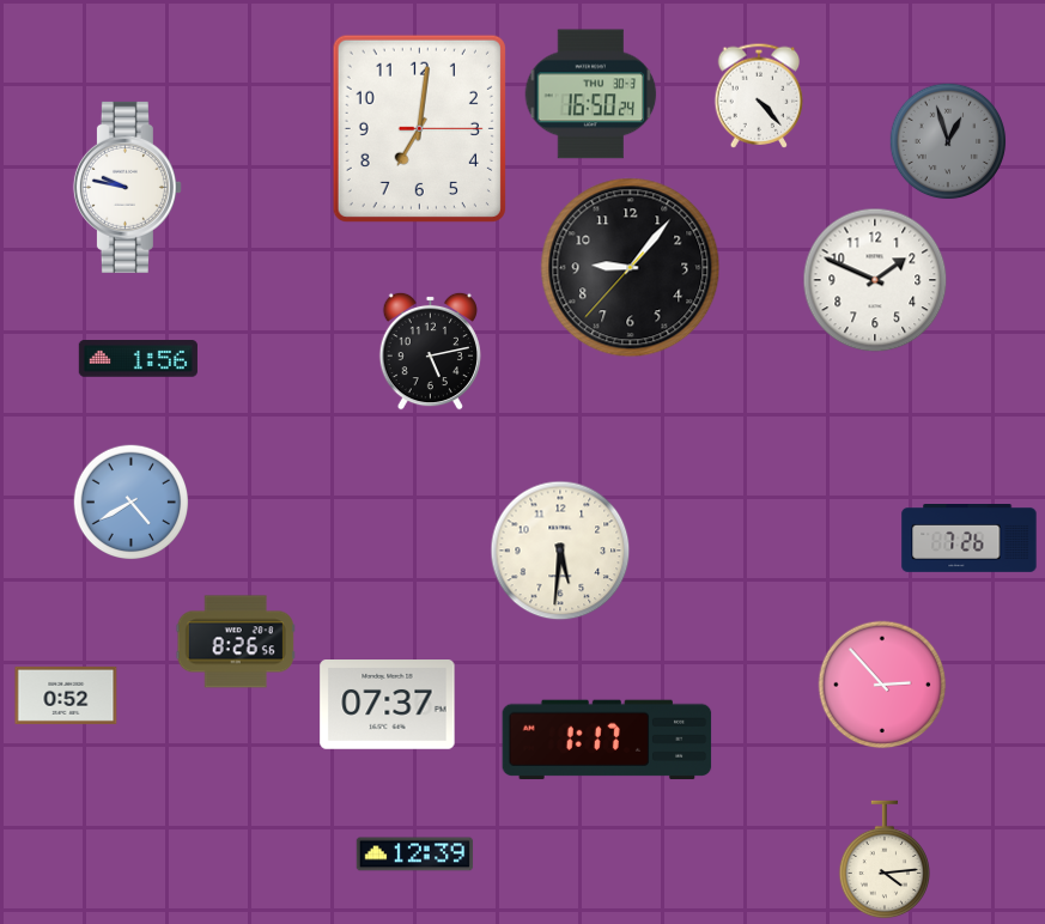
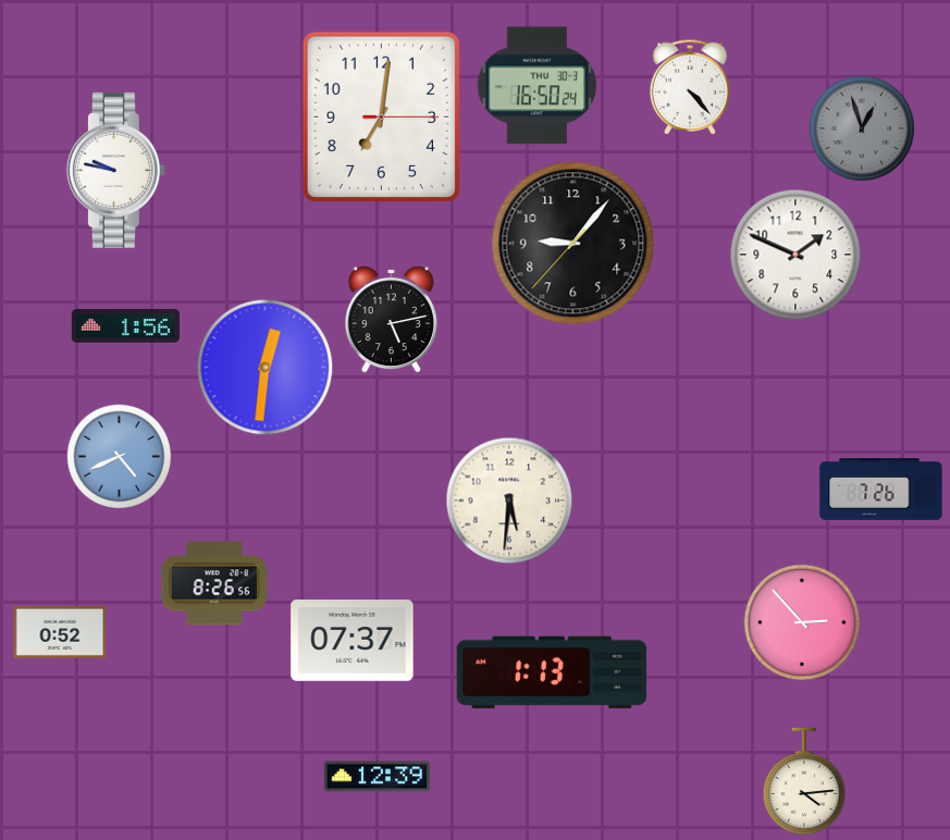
clock at (266, 368): none -> 12:31
clock at (130, 501): 4:40 -> 4:41
clock at (607, 740): 1:17 -> 1:13
